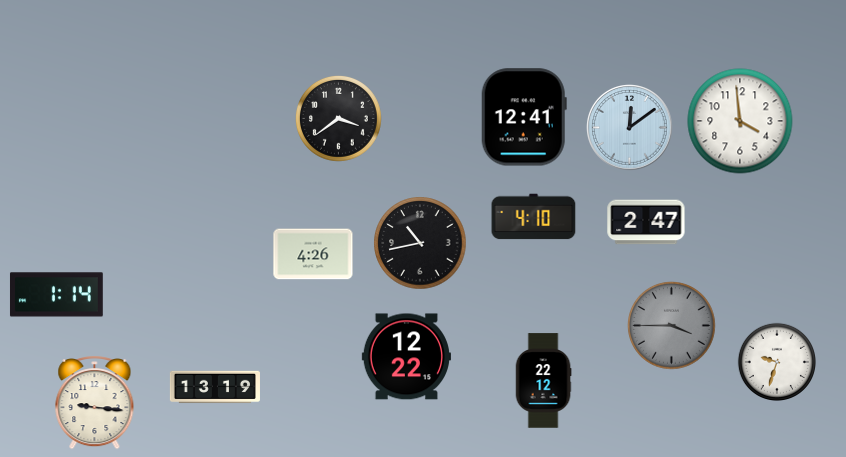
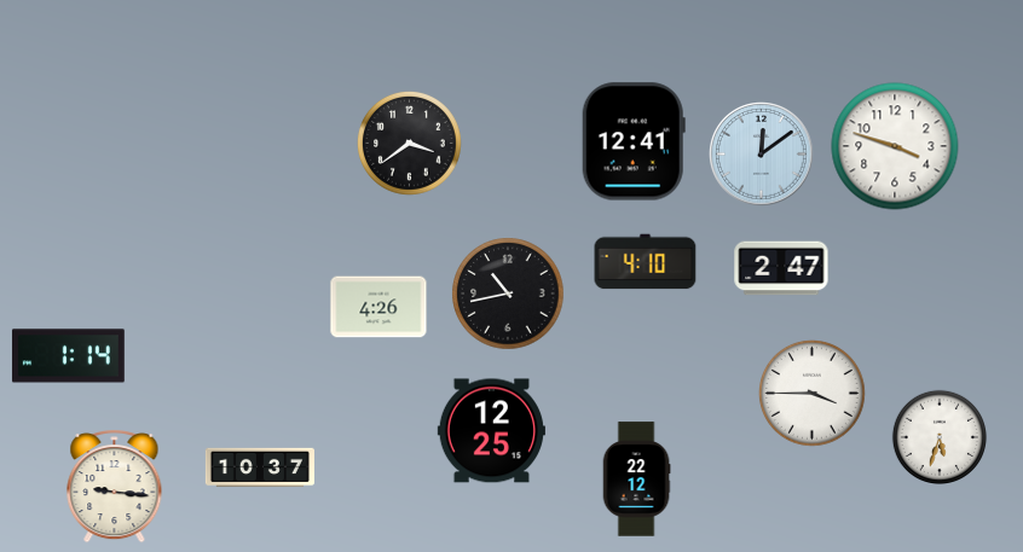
clock at (740, 121): 3:59 -> 3:48
clock at (672, 326) dial: grey -> white
clock at (406, 357): 12:22 -> 12:25
clock at (776, 361): 9:33 -> 5:33
clock at (543, 381) position: (543, 381) -> (636, 480)
clock at (215, 387): 13:19 -> 10:37
